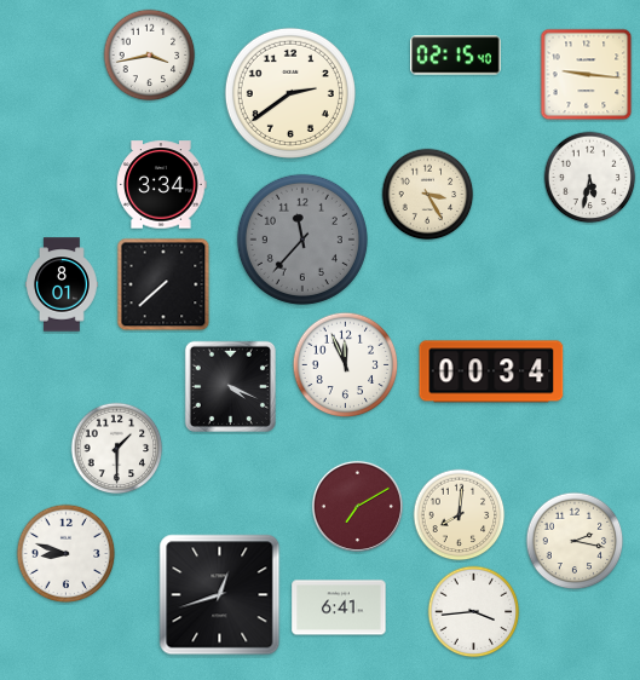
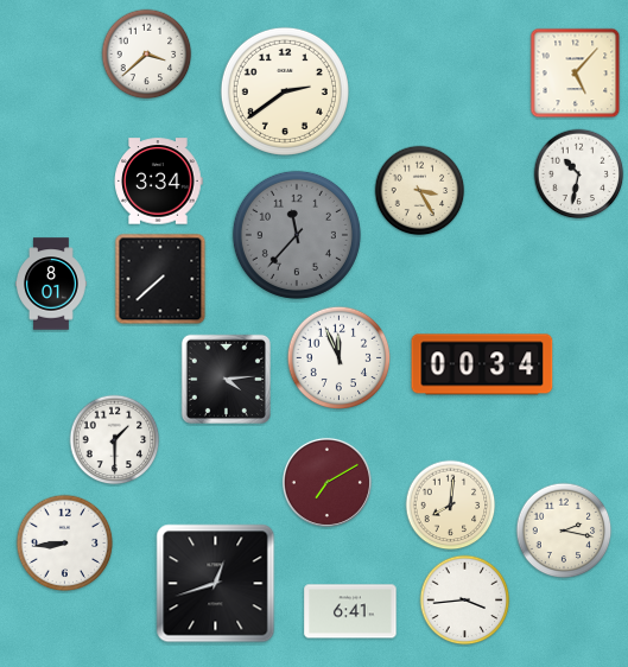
clock at (150, 56): 3:43 -> 3:38
clock at (456, 56): 02:15 -> none
clock at (587, 75): 9:16 -> 5:07
clock at (590, 178): 5:32 -> 10:32
clock at (63, 284) position: (63, 284) -> (52, 284)
clock at (230, 386): 4:19 -> 4:14
clock at (357, 506) position: (357, 506) -> (326, 482)
clock at (67, 554): 8:48 -> 8:44
clock at (339, 607) position: (339, 607) -> (350, 611)
